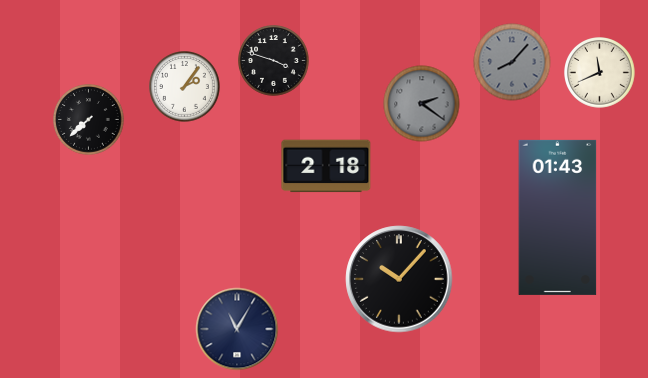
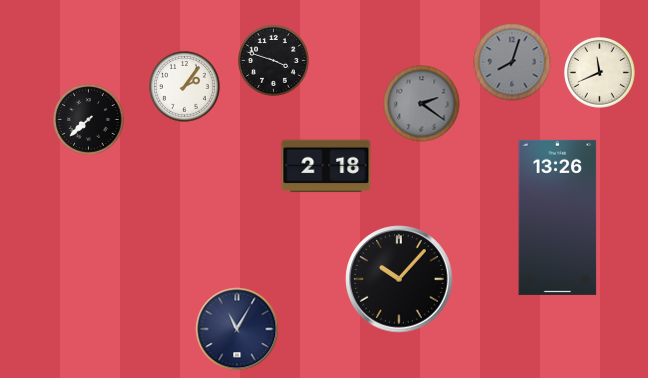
clock at (512, 62): 8:07 -> 8:03
clock at (558, 217): 01:43 -> 13:26
